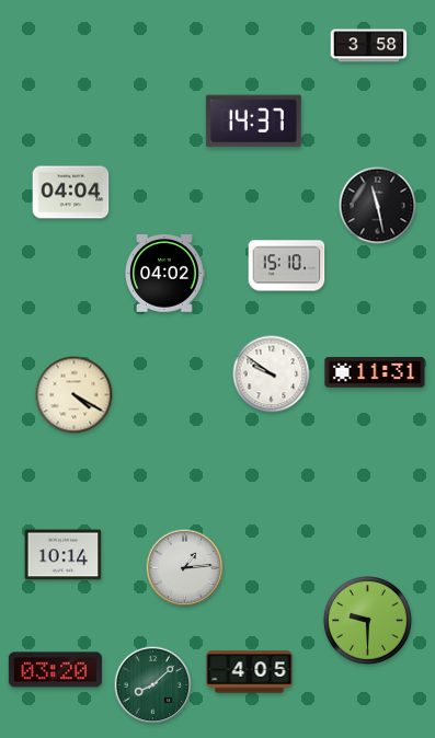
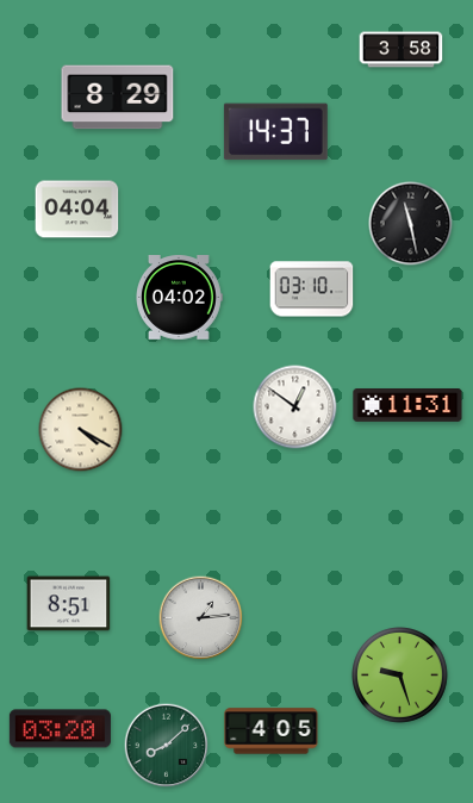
clock at (118, 98): none -> 8:29
clock at (287, 266): 15:10 -> 03:10
clock at (272, 374): 9:51 -> 12:51
clock at (64, 555): 10:14 -> 8:51
clock at (368, 621): 9:30 -> 9:27
